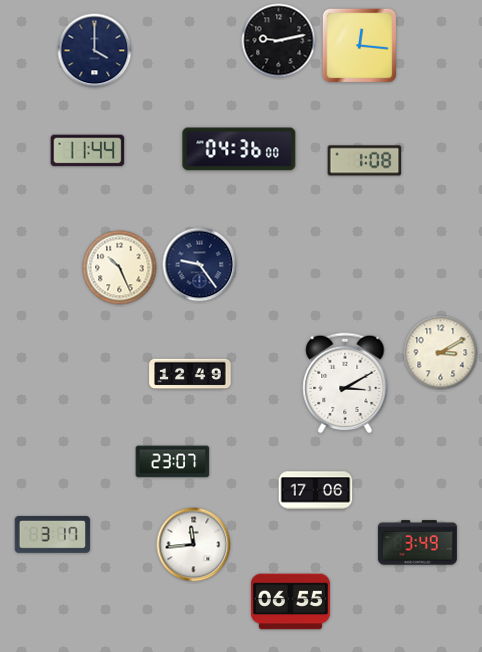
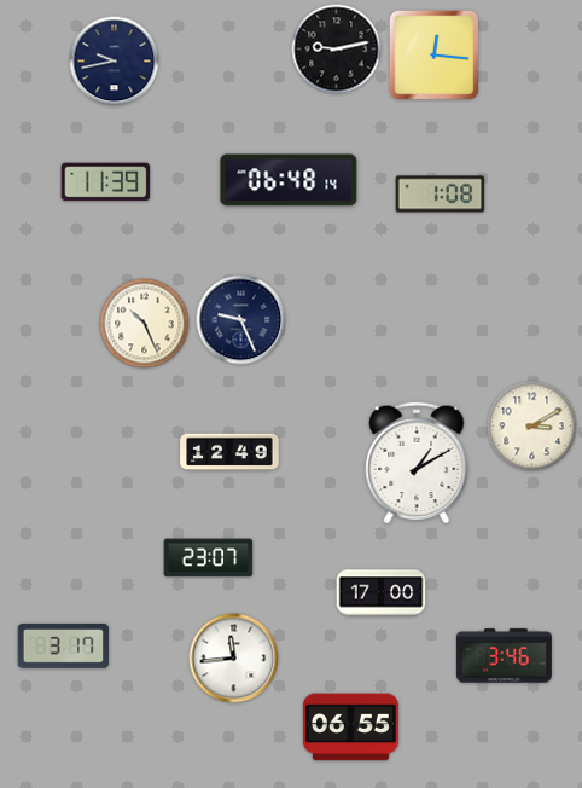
clock at (95, 51): 4:00 -> 9:43
clock at (239, 149): 04:36 -> 06:48
clock at (88, 151): 11:44 -> 11:39
clock at (200, 265): 9:24 -> 9:26
clock at (345, 383): 3:10 -> 1:10
clock at (316, 491): 17:06 -> 17:00
clock at (417, 543): 3:49 -> 3:46
